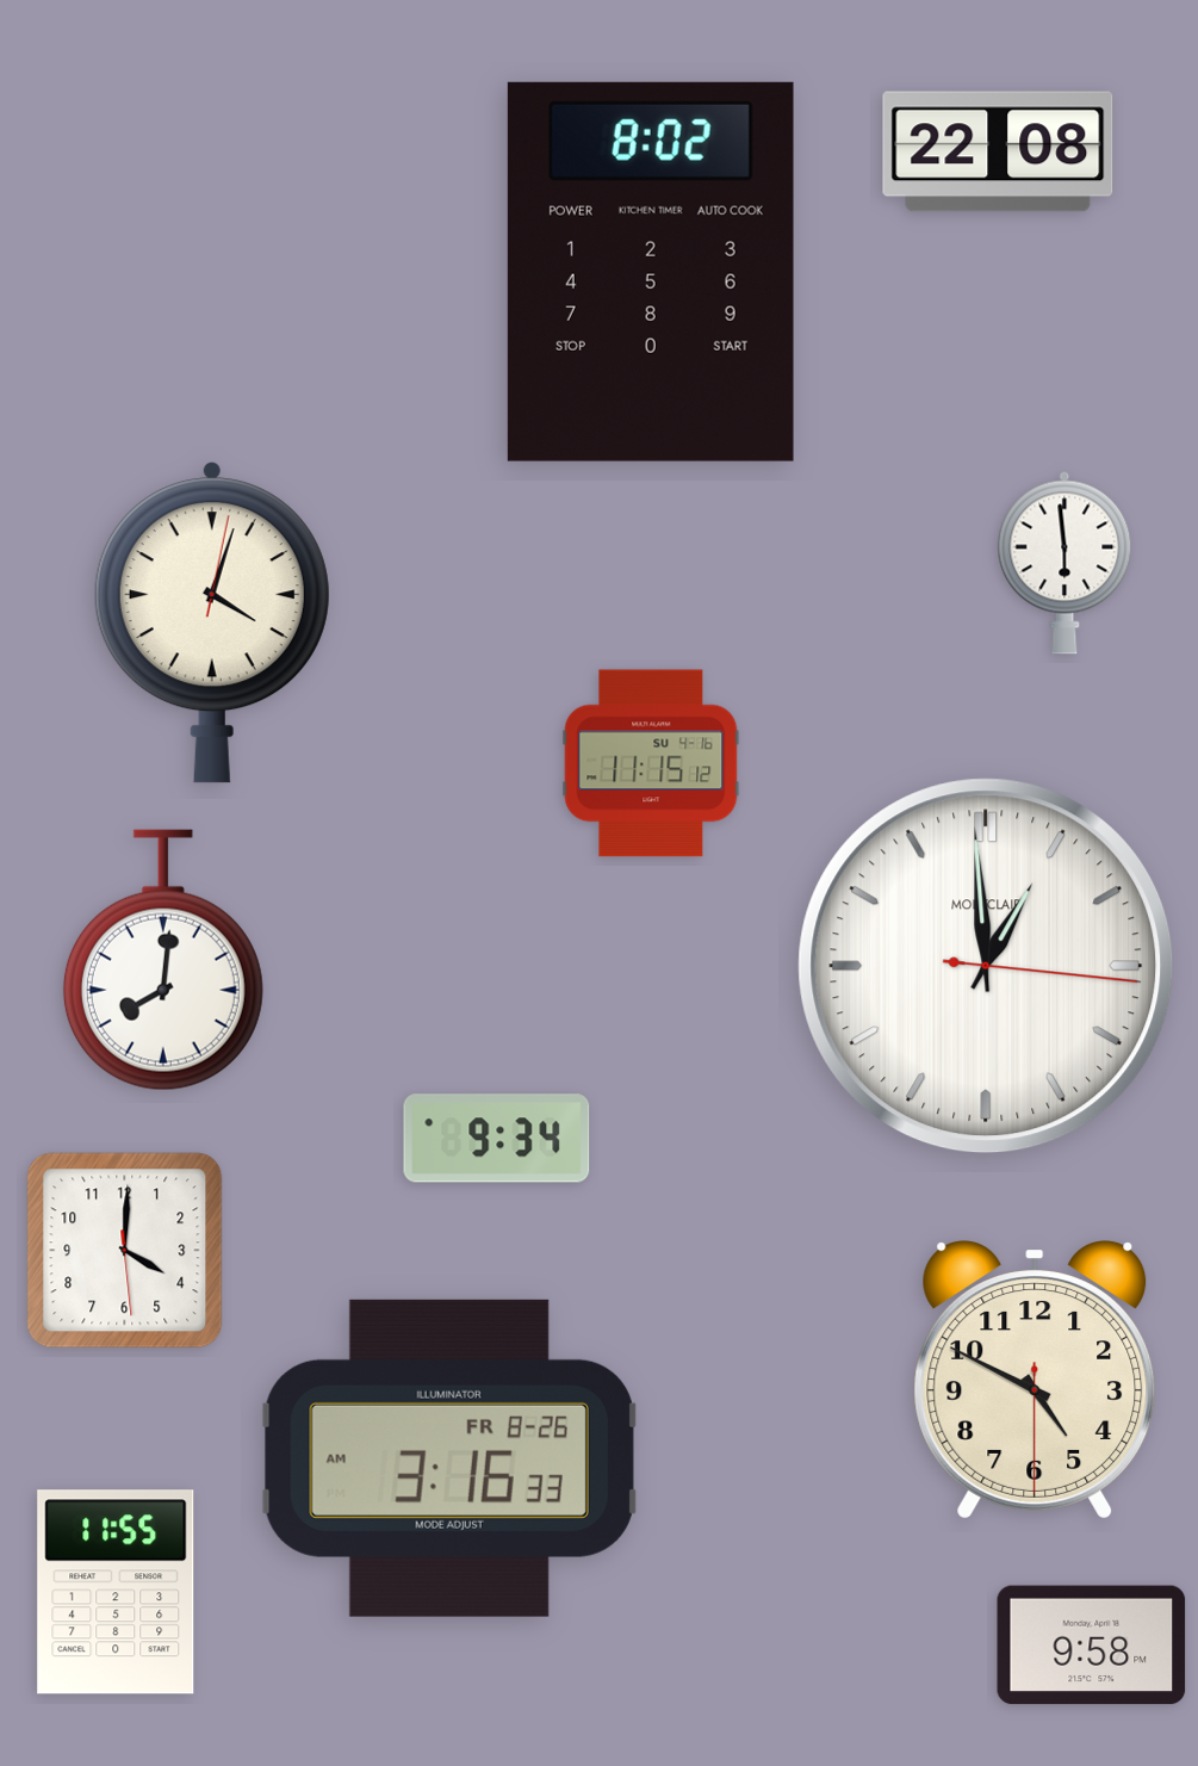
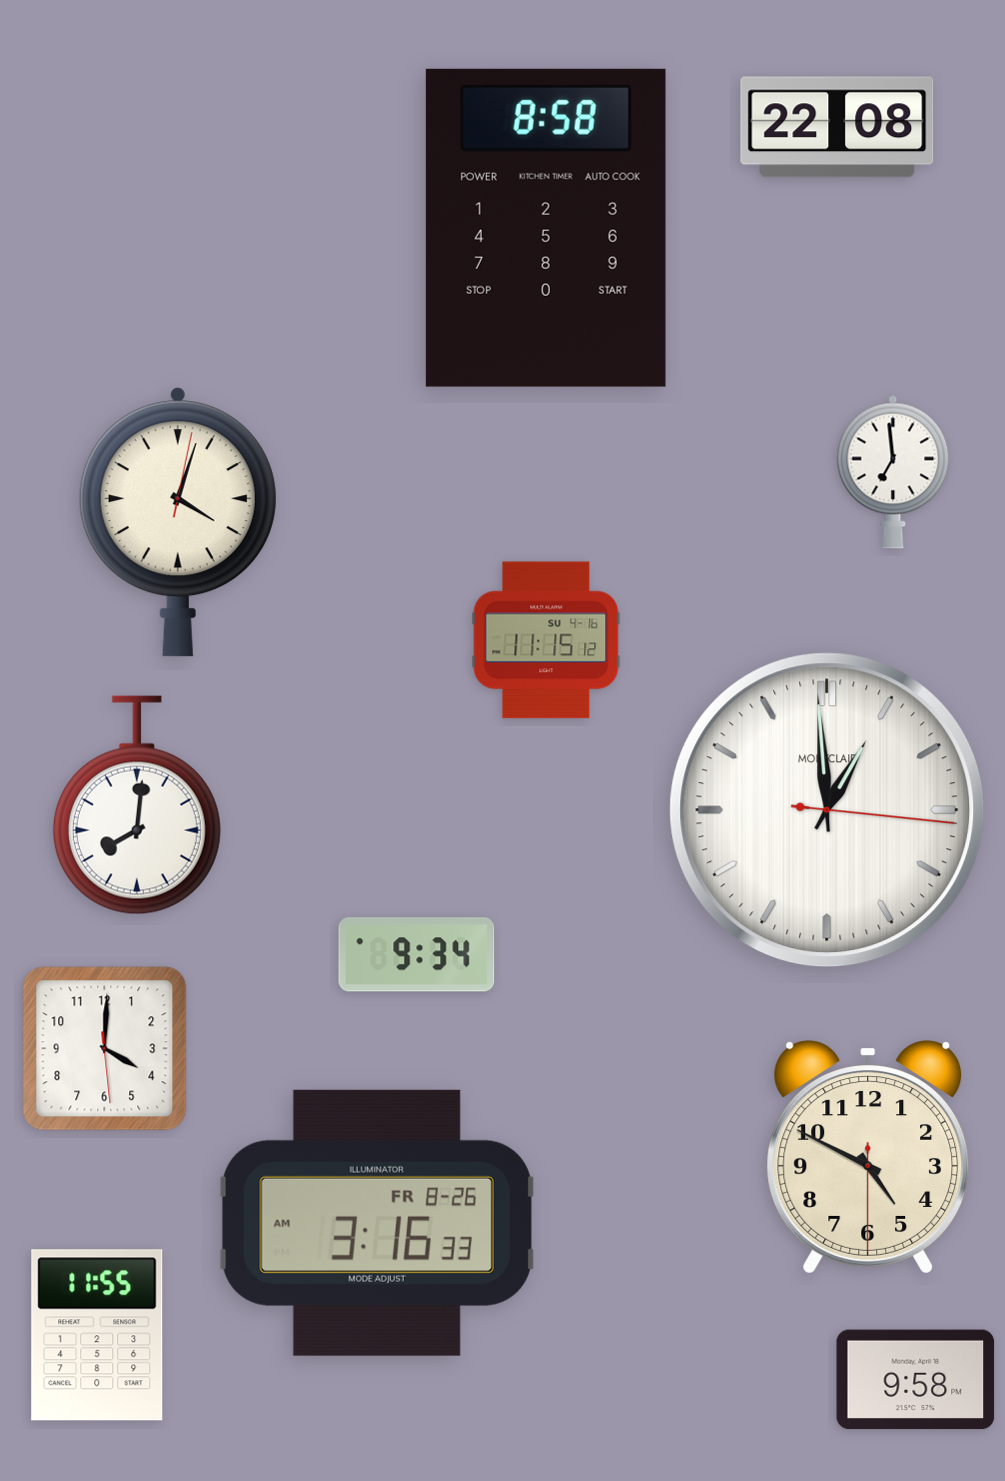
clock at (651, 272): 8:02 -> 8:58
clock at (1064, 563): 5:59 -> 6:59
